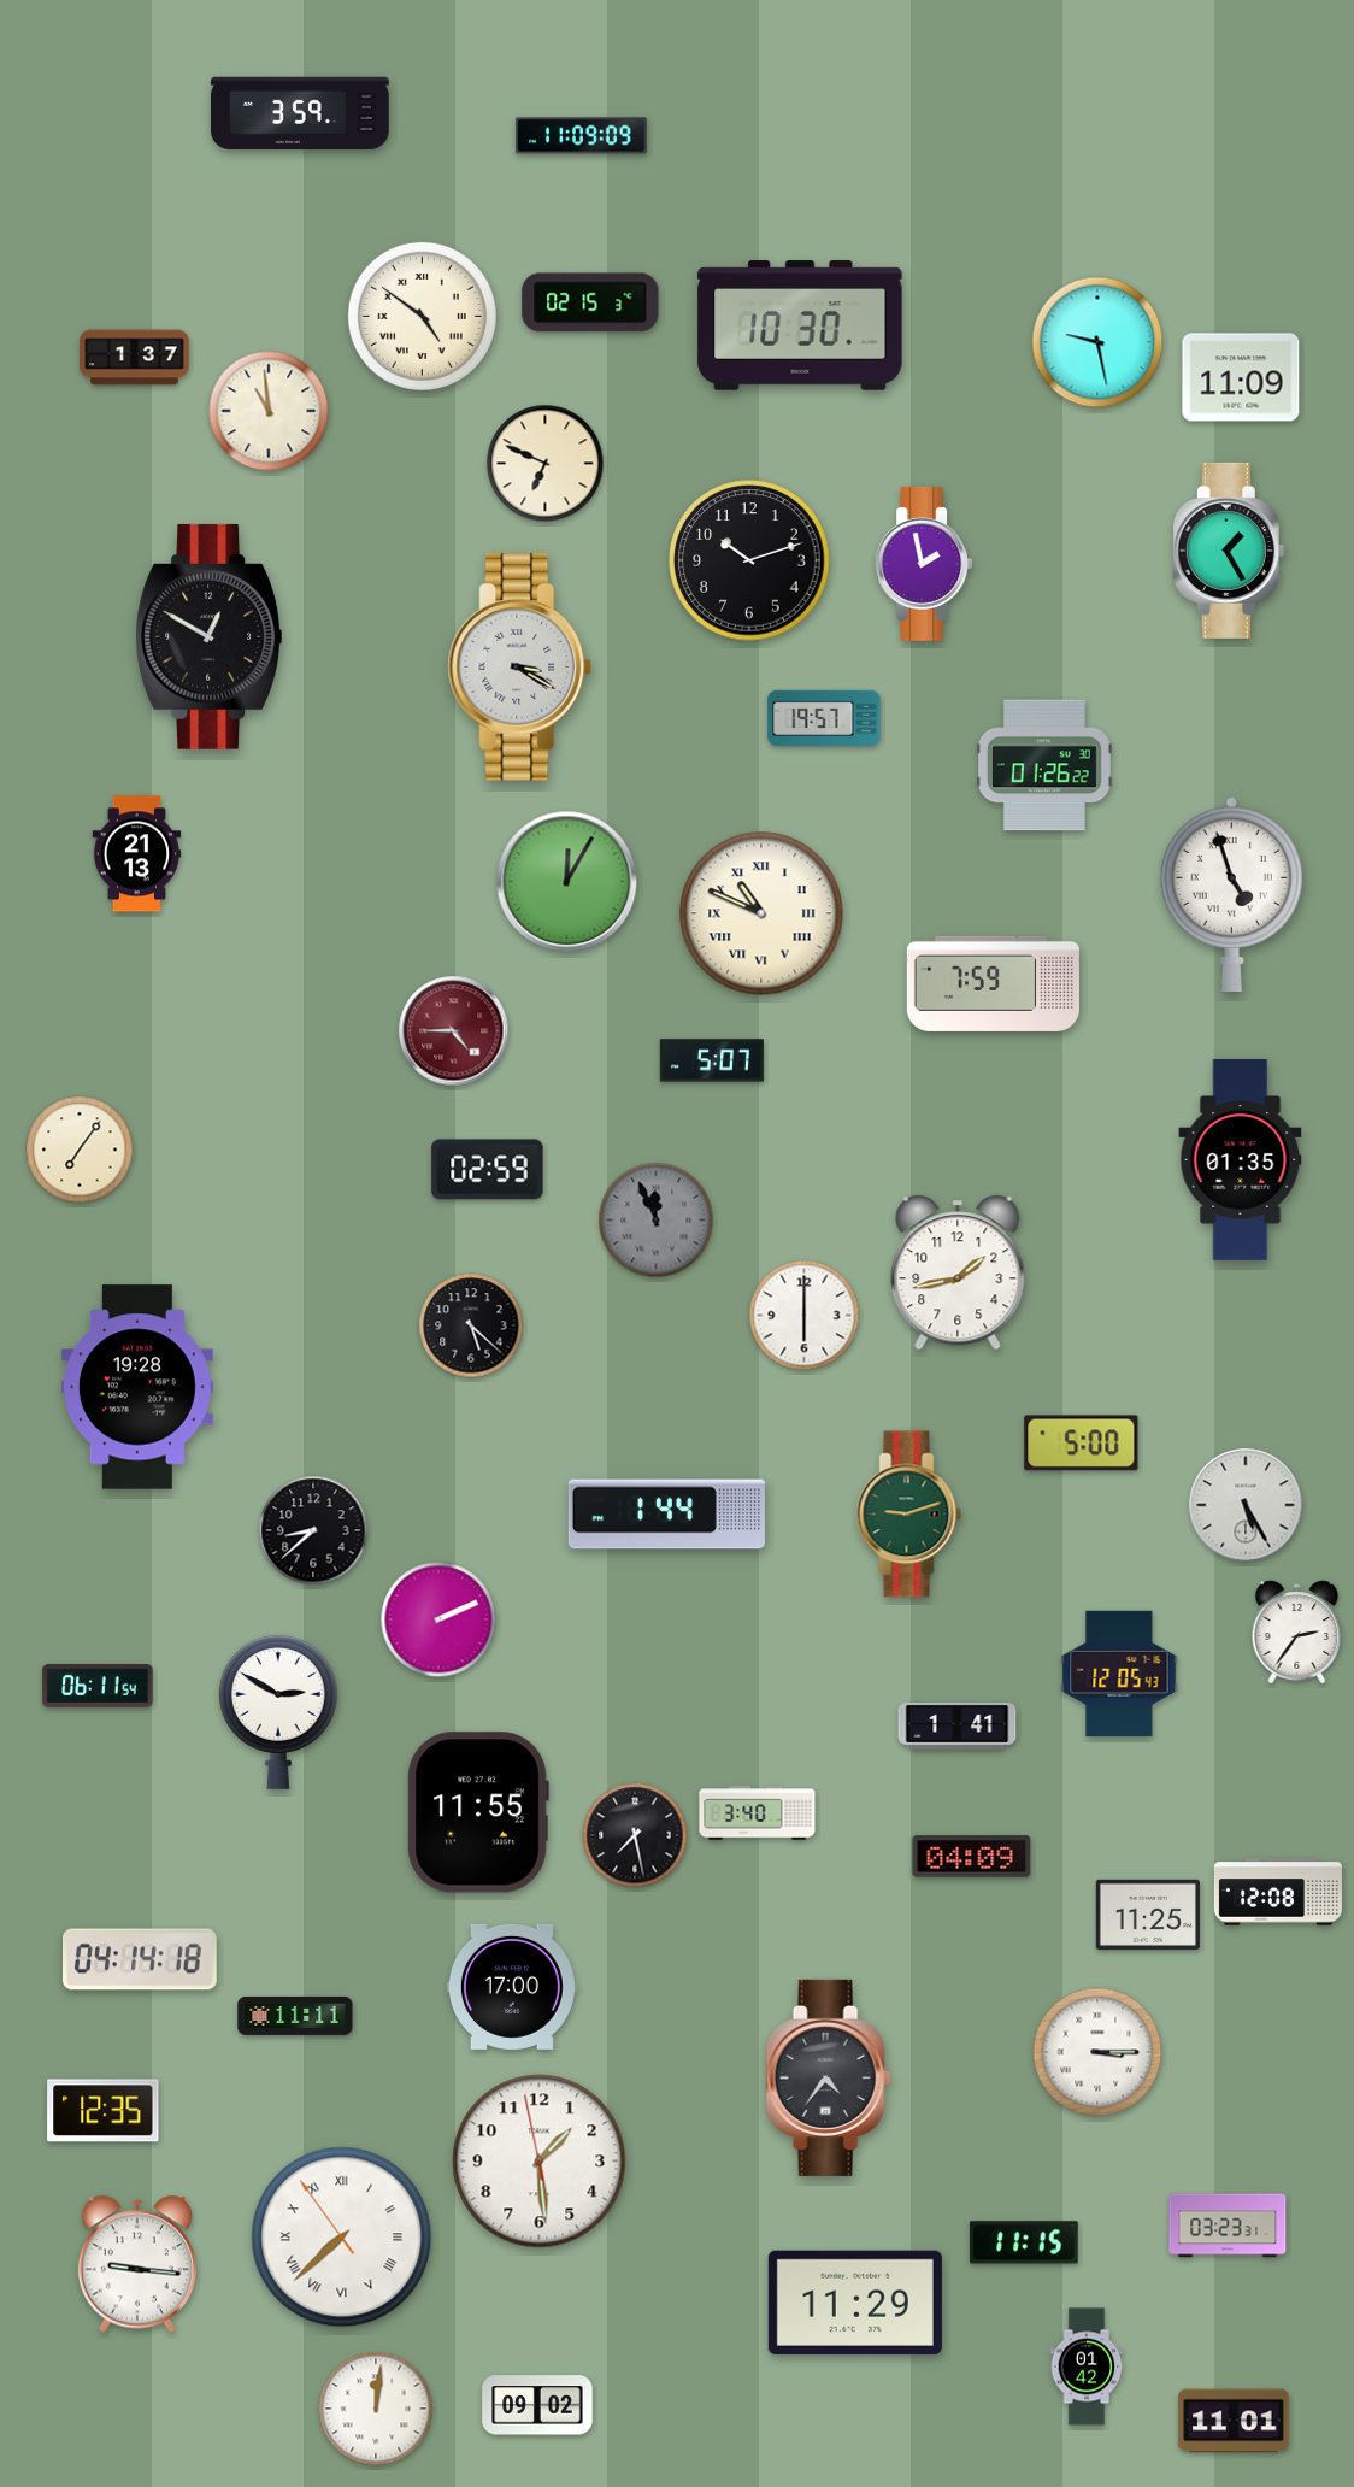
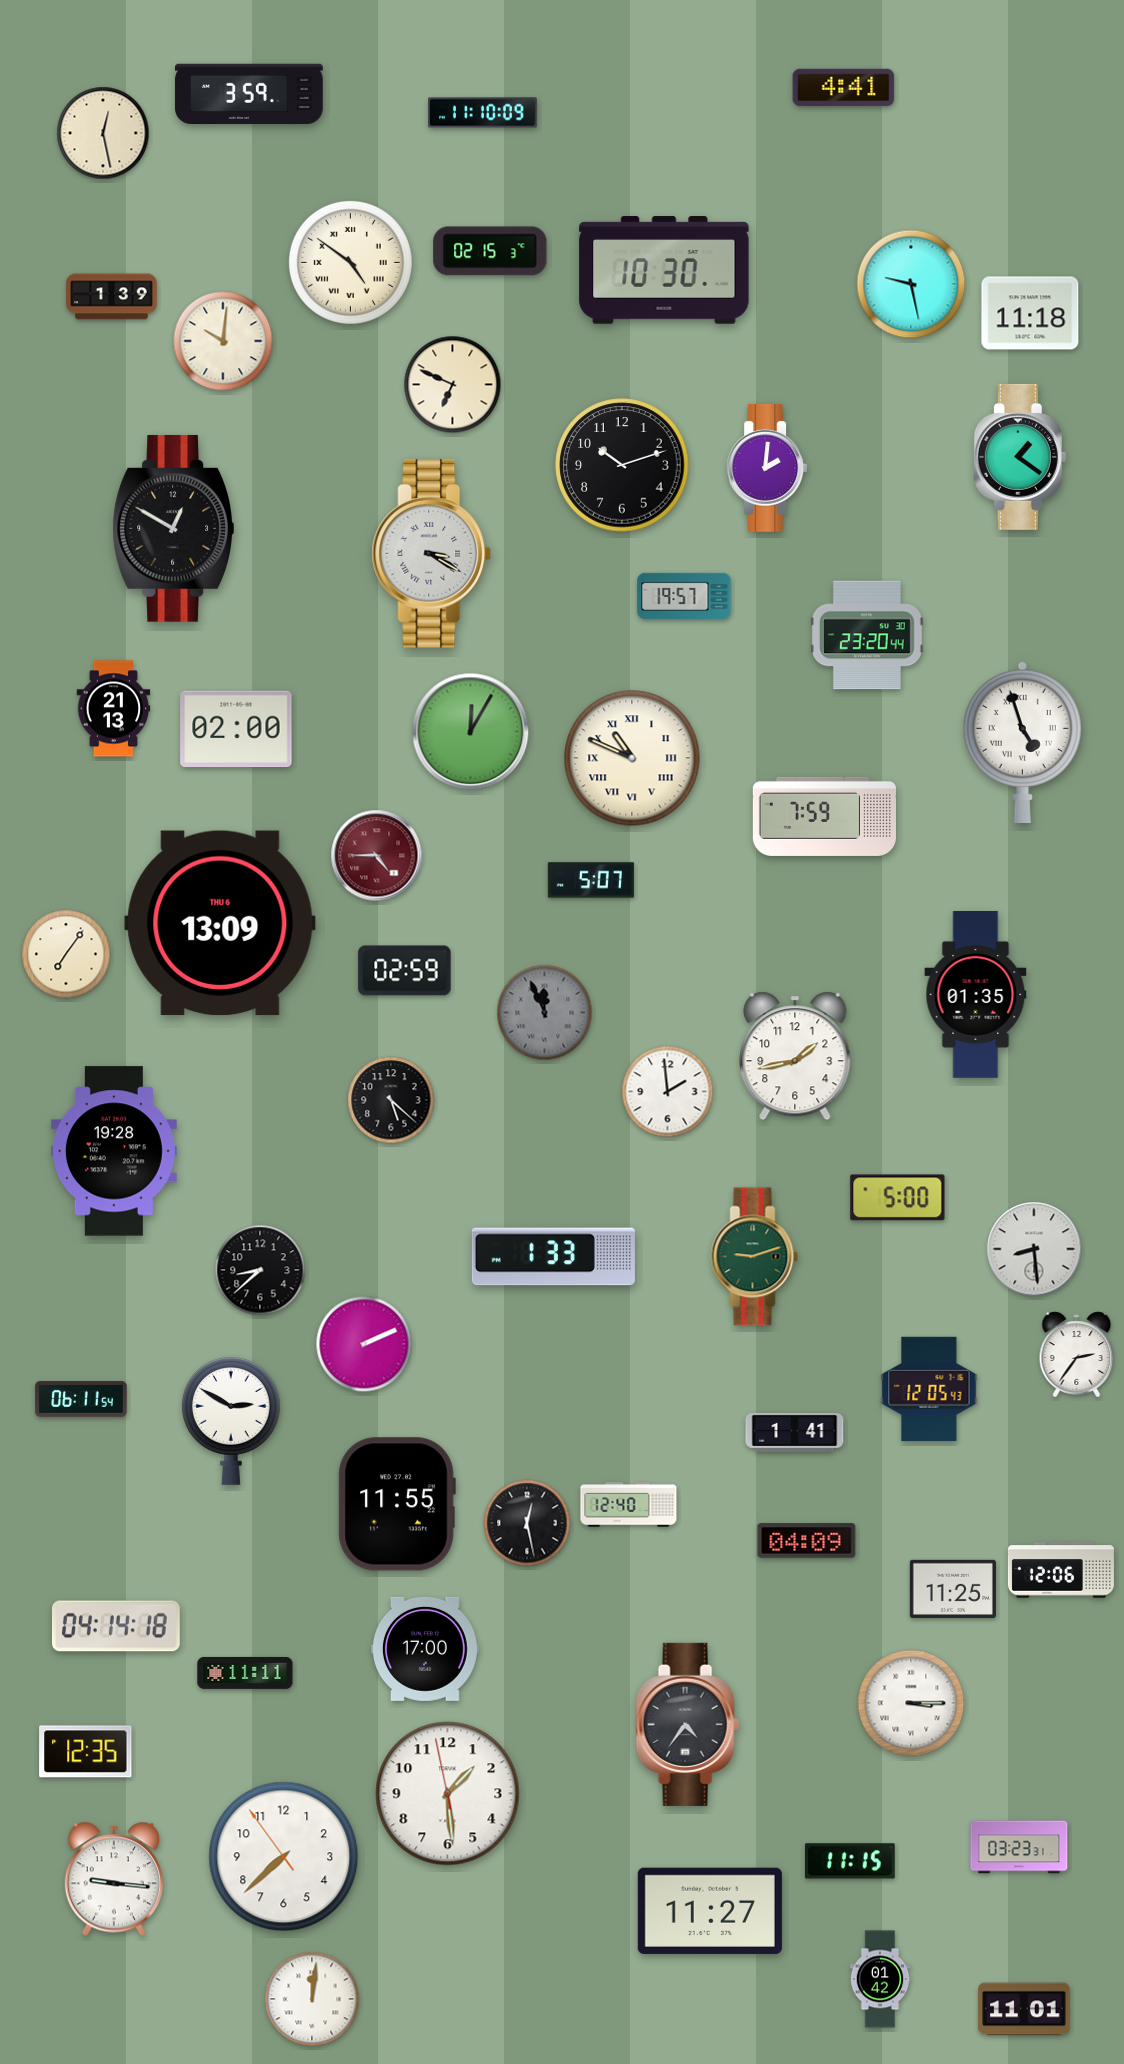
clock at (844, 88): none -> 4:41
clock at (582, 136): 11:09 -> 11:10
clock at (103, 133): none -> 12:28
clock at (135, 358): 1:37 -> 1:39
clock at (1241, 377): 11:09 -> 11:18
clock at (269, 411): 10:59 -> 10:01
clock at (1229, 551): 1:25 -> 1:21
clock at (924, 564): 1:58 -> 2:01
clock at (1044, 765): 01:26 -> 23:20
clock at (236, 729): none -> 02:00
clock at (220, 923): none -> 13:09
clock at (1241, 1160) position: (1241, 1160) -> (976, 995)
clock at (805, 1316): 6:00 -> 1:59
clock at (1246, 1505): 5:25 -> 8:29
clock at (666, 1515): 1:44 -> 1:33
clock at (758, 1813): 3:40 -> 12:40
clock at (635, 1835): 7:28 -> 12:28
clock at (1278, 1892): 12:08 -> 12:06
clock at (342, 2238) numerals: Roman -> Arabic
clock at (855, 2303): 11:29 -> 11:27
clock at (1087, 2367) position: (1087, 2367) -> (880, 1979)
clock at (537, 2405): 09:02 -> none
